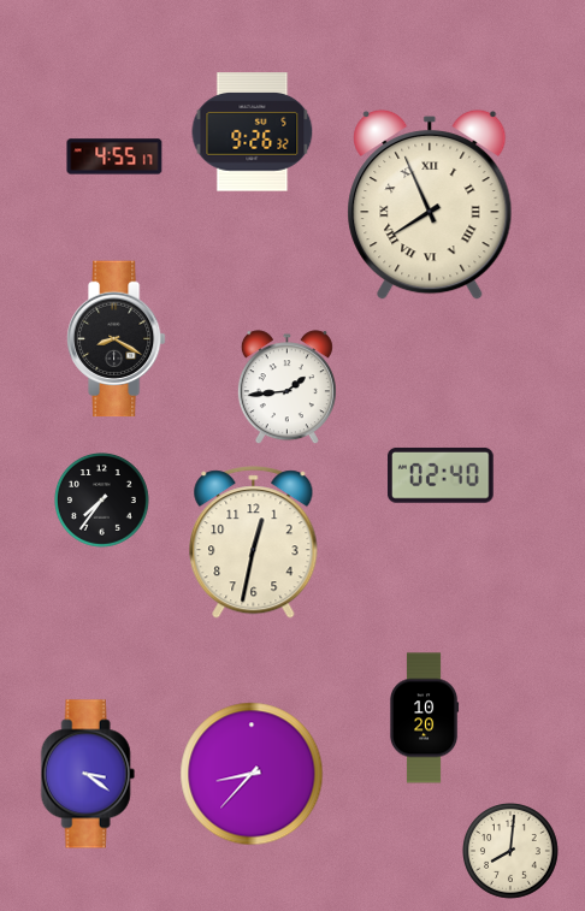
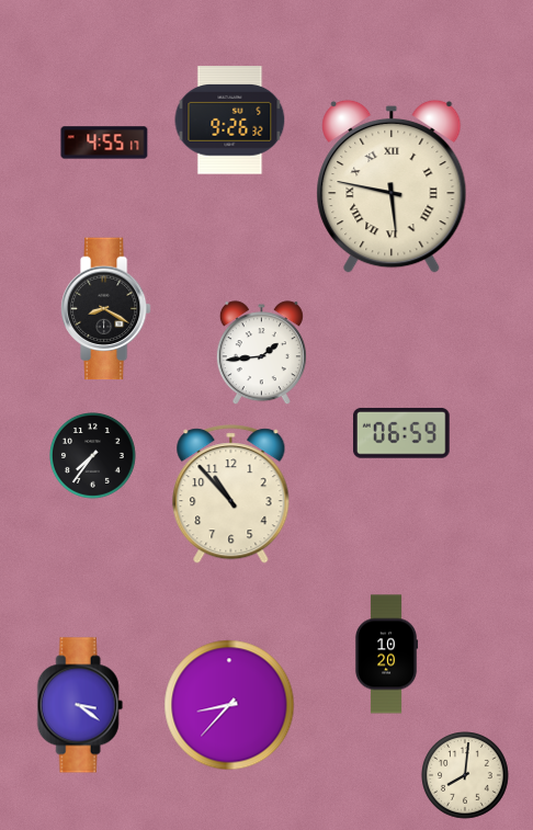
clock at (430, 205): 7:56 -> 5:47
clock at (441, 475): 02:40 -> 06:59
clock at (254, 543): 12:32 -> 10:53
